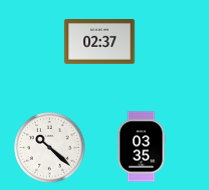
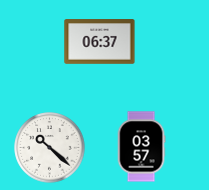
clock at (100, 42): 02:37 -> 06:37
clock at (141, 147): 03:35 -> 03:57
